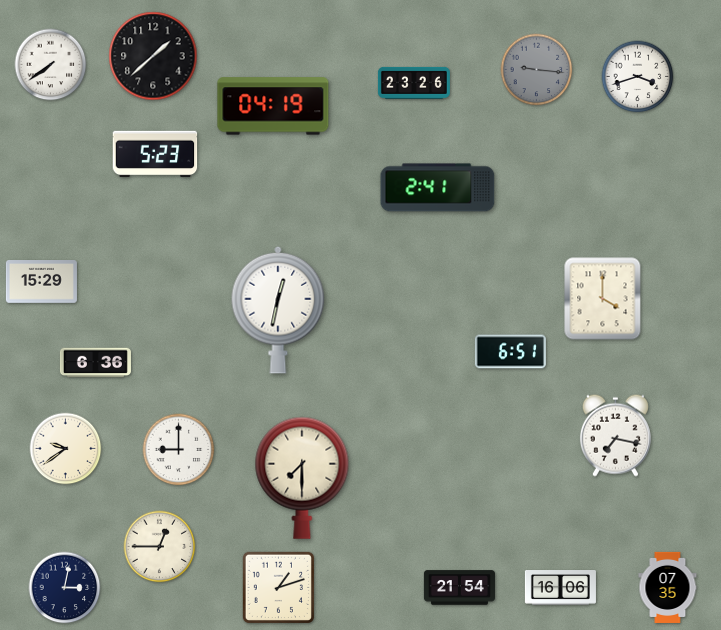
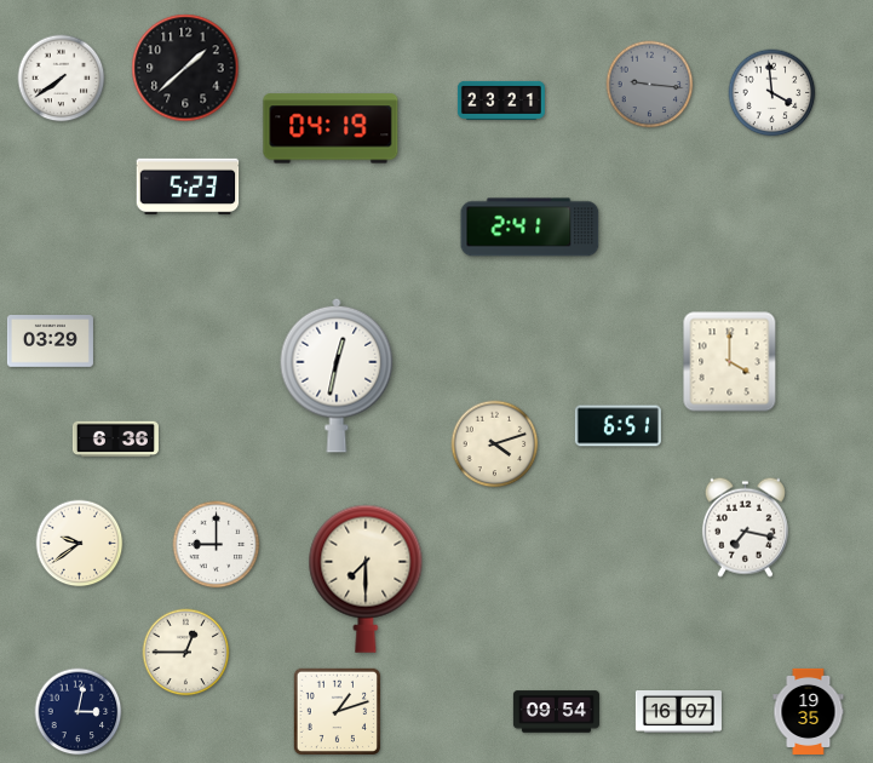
clock at (638, 77): 3:42 -> 3:59
clock at (414, 83): 23:26 -> 23:21
clock at (41, 282): 15:29 -> 03:29
clock at (495, 444): none -> 4:12
clock at (160, 547) position: (160, 547) -> (186, 653)
clock at (668, 587): 07:35 -> 19:35
clock at (459, 588): 21:54 -> 09:54
clock at (560, 588): 16:06 -> 16:07
